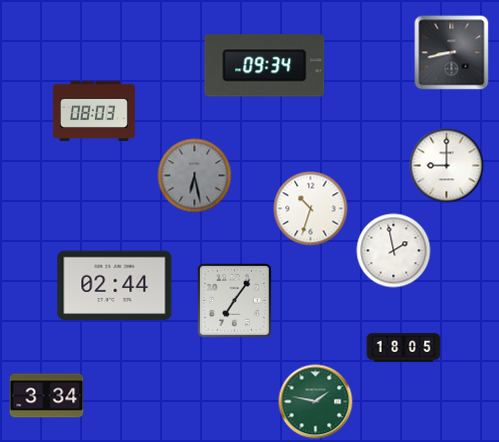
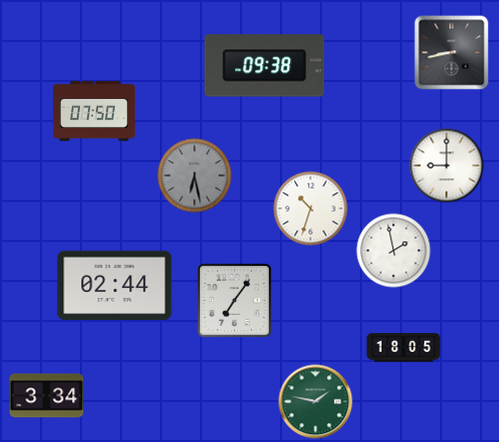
clock at (265, 66): 09:34 -> 09:38
clock at (94, 111): 08:03 -> 07:50
